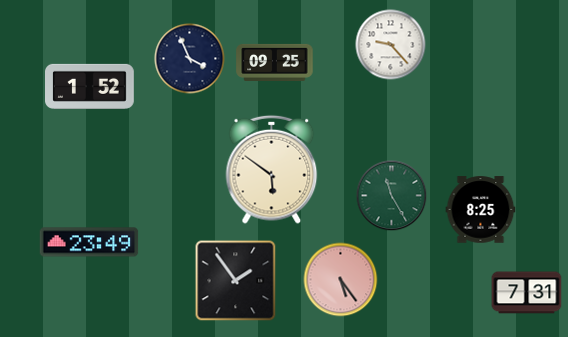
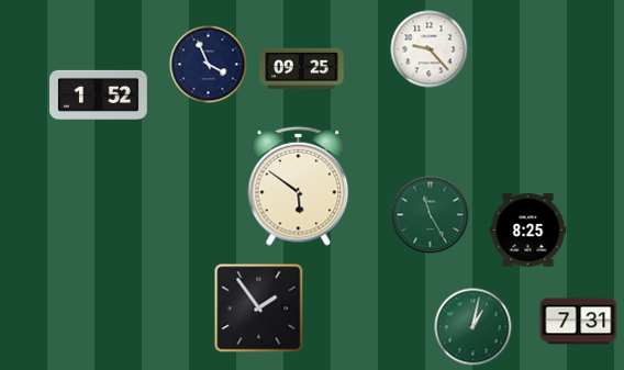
clock at (89, 242): 23:49 -> none
clock at (341, 280): 5:24 -> none
clock at (473, 327): none -> 1:02
